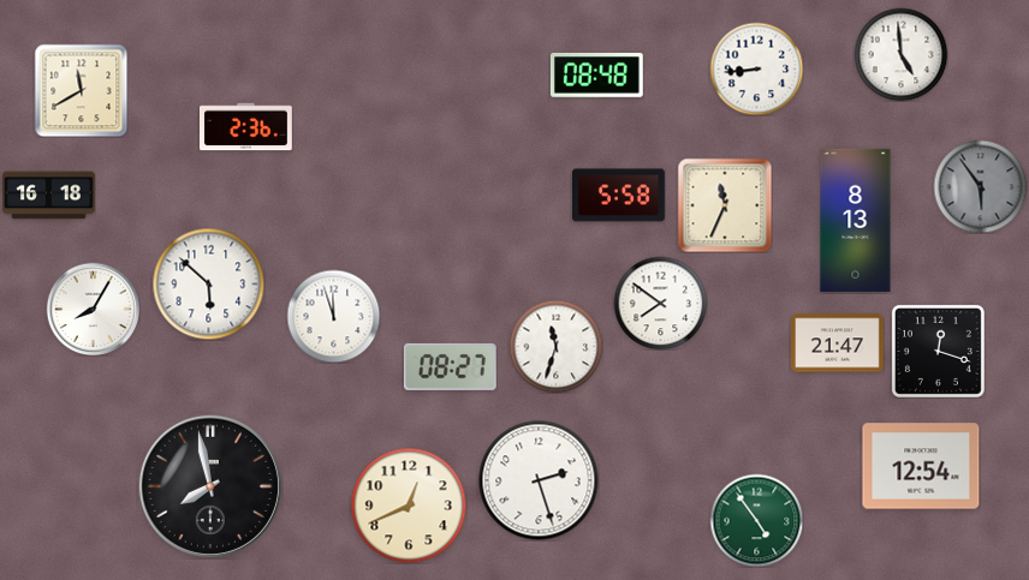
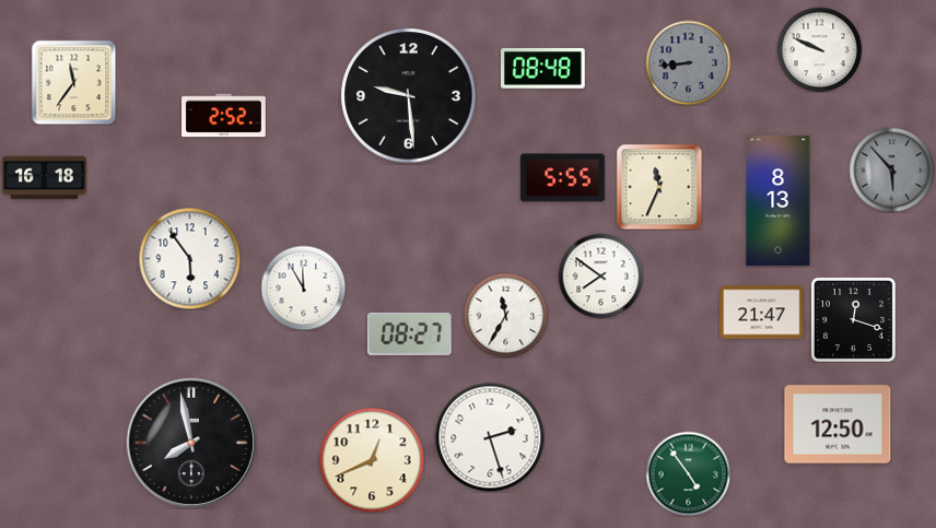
clock at (900, 54): 4:59 -> 9:49
clock at (756, 68) dial: white -> grey
clock at (81, 90): 11:40 -> 11:36
clock at (409, 96): none -> 9:29
clock at (246, 127): 2:36 -> 2:52
clock at (980, 186): 5:54 -> 5:53
clock at (619, 196): 5:58 -> 5:55
clock at (208, 283): 5:52 -> 5:54
clock at (93, 309): 8:05 -> none
clock at (333, 316): 11:57 -> 11:55
clock at (555, 346): 11:33 -> 11:35
clock at (921, 466): 12:54 -> 12:50
